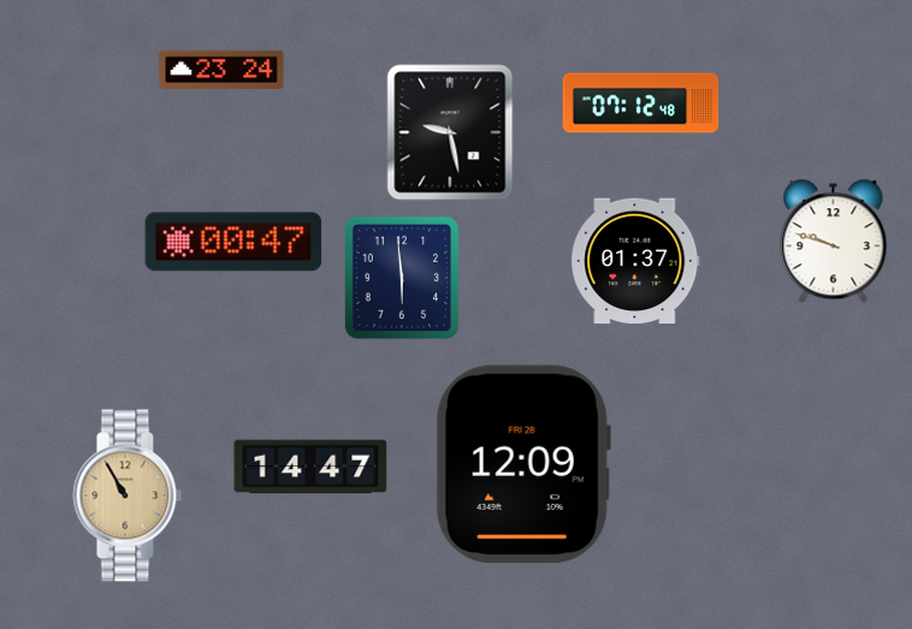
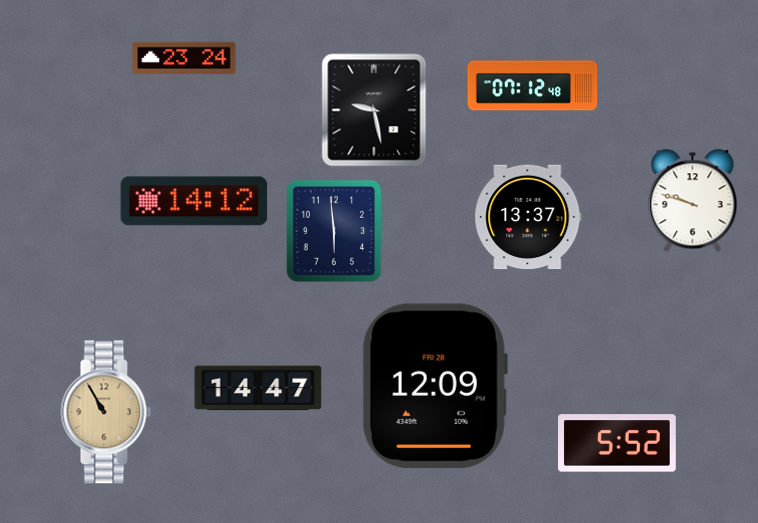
clock at (233, 242): 00:47 -> 14:12
clock at (635, 261): 01:37 -> 13:37
clock at (618, 443): none -> 5:52
